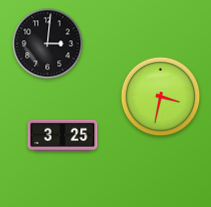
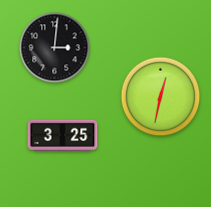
clock at (48, 44) position: (48, 44) -> (55, 48)
clock at (161, 97): 3:32 -> 12:32
